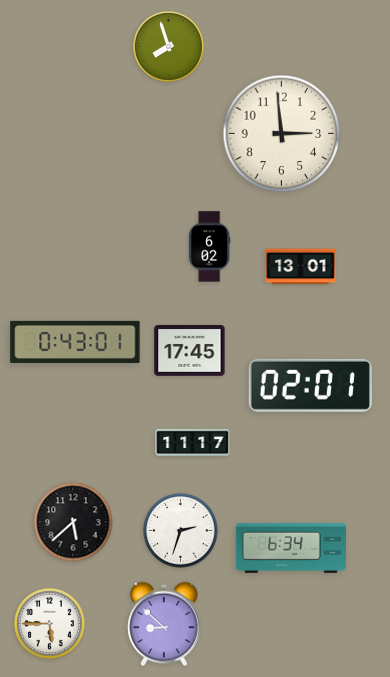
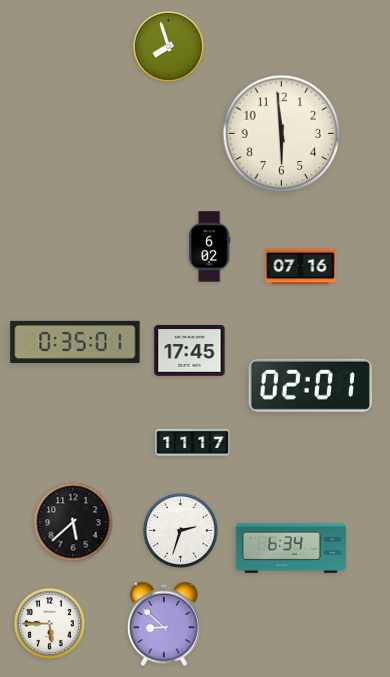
clock at (282, 134): 2:59 -> 5:59
clock at (301, 267): 13:01 -> 07:16
clock at (75, 342): 0:43 -> 0:35
